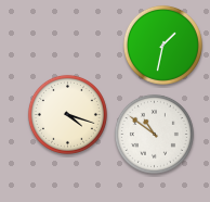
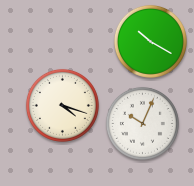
clock at (162, 45): 1:32 -> 10:20
clock at (154, 134): 10:51 -> 10:04
